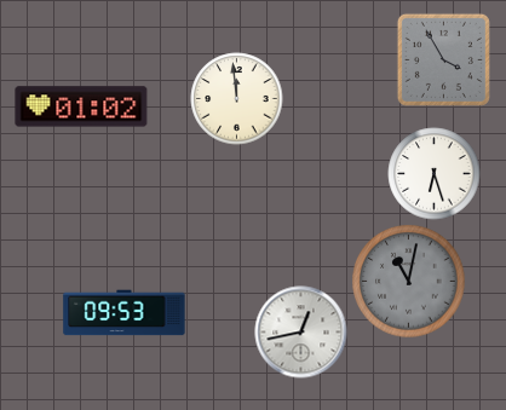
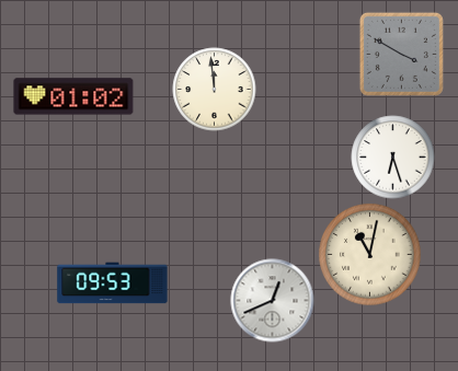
clock at (443, 59): 3:55 -> 3:50
clock at (409, 282) dial: grey -> cream
clock at (301, 333): 12:43 -> 12:41
